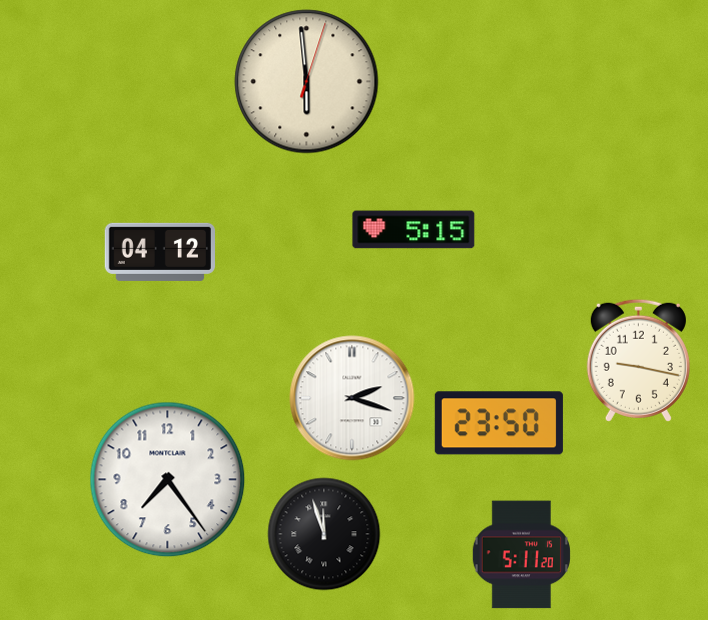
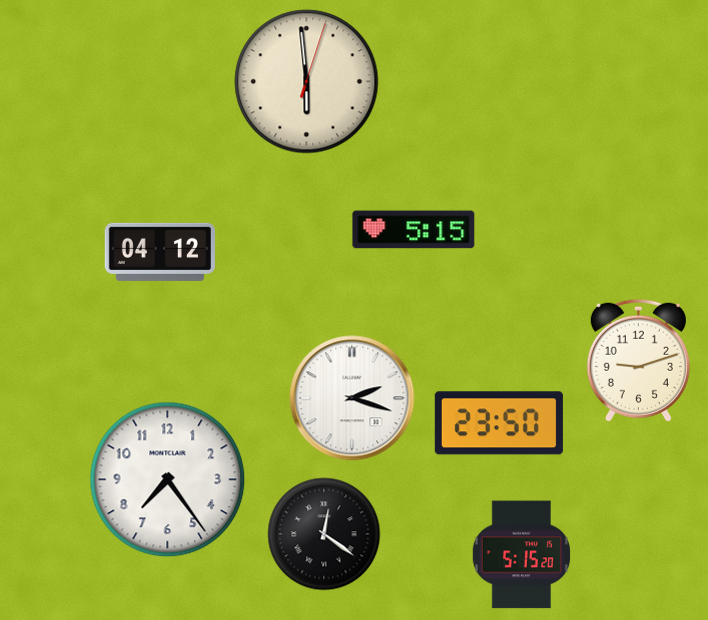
clock at (638, 360): 9:17 -> 9:12
clock at (324, 534): 11:57 -> 12:21
clock at (521, 555): 5:11 -> 5:15
